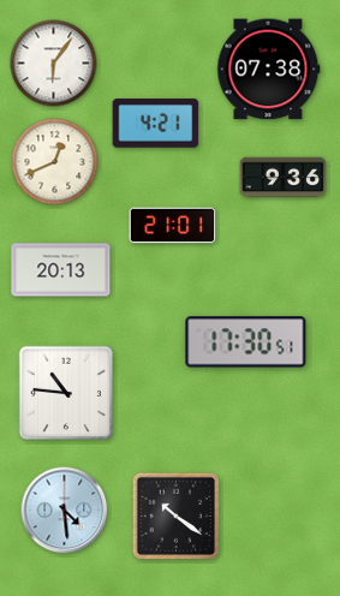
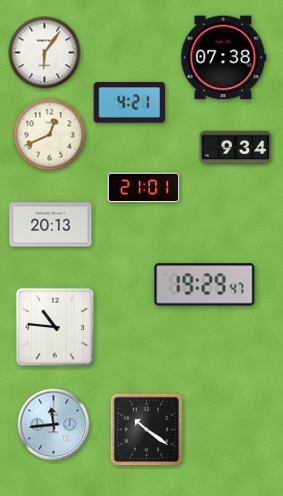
clock at (55, 162) position: (55, 162) -> (50, 135)
clock at (284, 178): 9:36 -> 9:34
clock at (246, 342): 17:30 -> 19:29
clock at (65, 511): 4:29 -> 11:44
